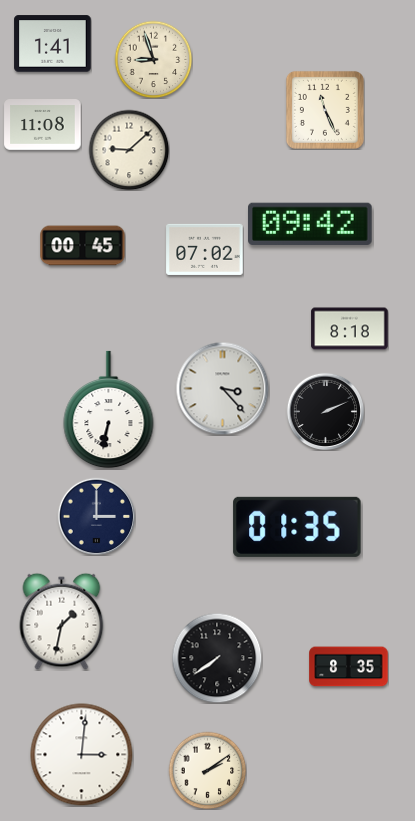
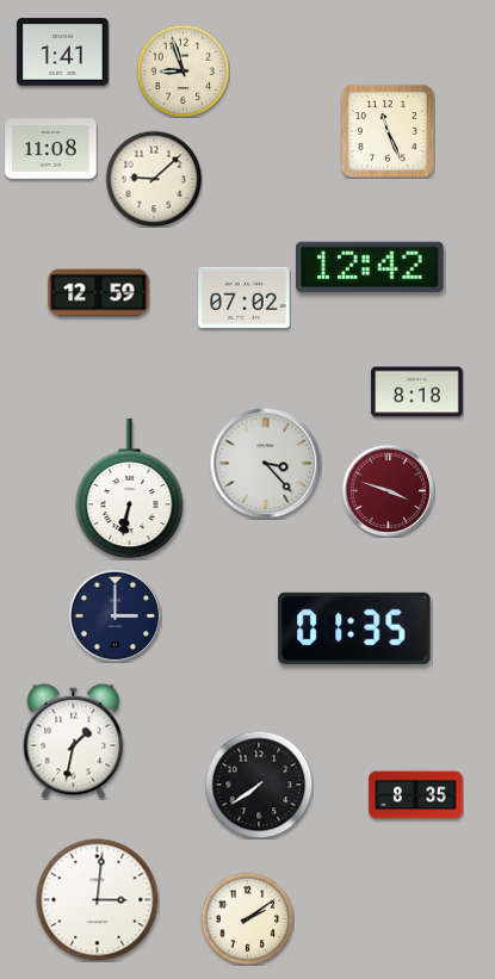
clock at (311, 224): 09:42 -> 12:42
clock at (83, 246): 00:45 -> 12:59
clock at (325, 411): 2:11 -> 3:48
clock at (325, 411) dial: black -> burgundy
